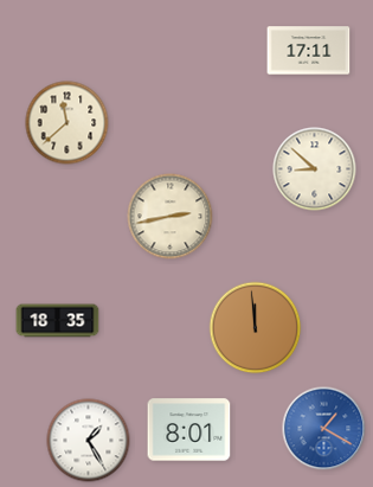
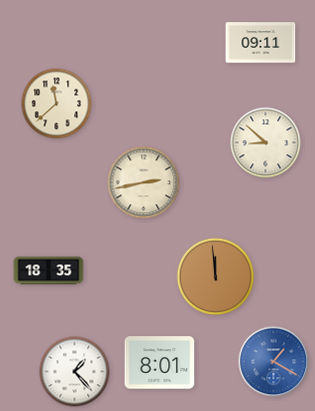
clock at (309, 51): 17:11 -> 09:11
clock at (89, 441): 1:25 -> 1:23
